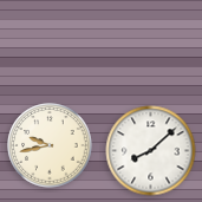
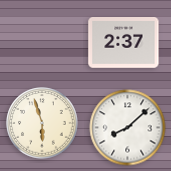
clock at (124, 43): none -> 2:37
clock at (50, 145): 9:43 -> 5:57
